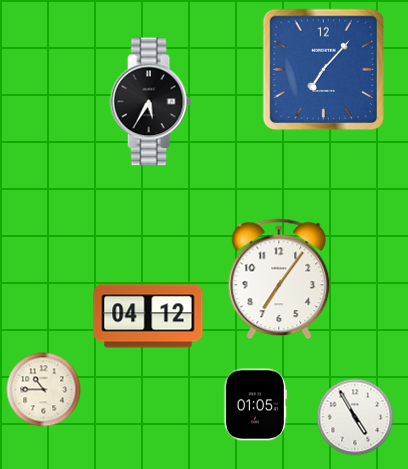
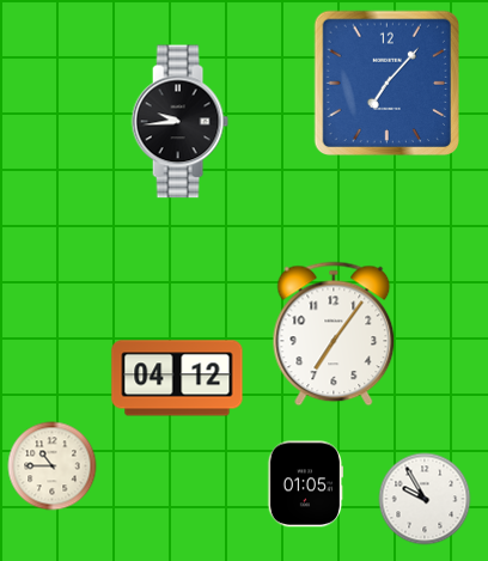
clock at (150, 102): 5:35 -> 9:44
clock at (355, 417): 4:55 -> 9:55
